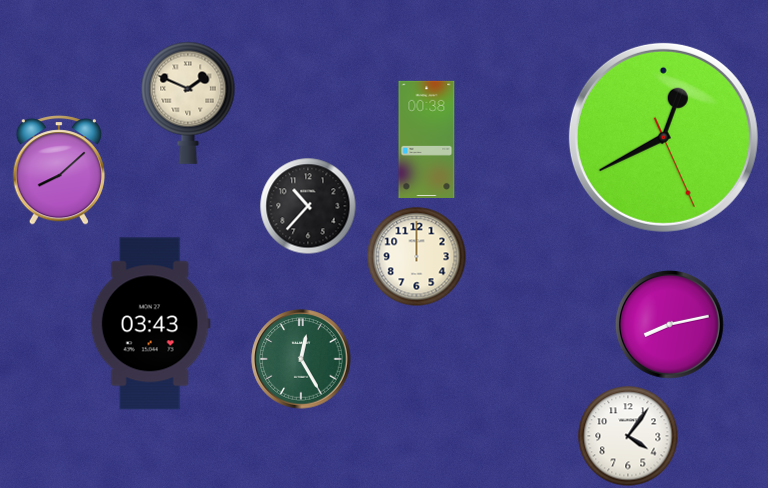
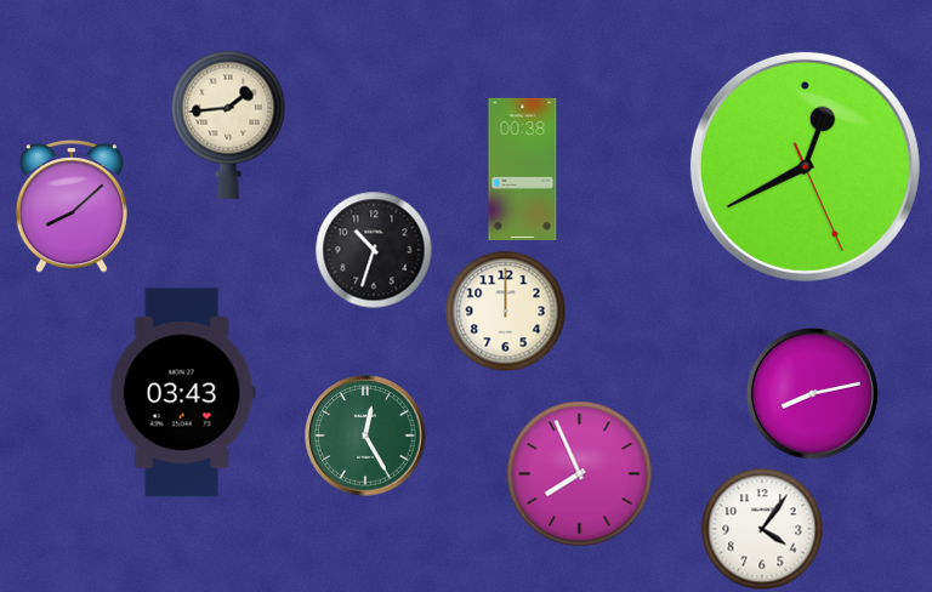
clock at (188, 103): 1:49 -> 1:44
clock at (427, 139) position: (427, 139) -> (523, 169)
clock at (308, 206): 10:37 -> 10:33
clock at (580, 474): none -> 7:56
